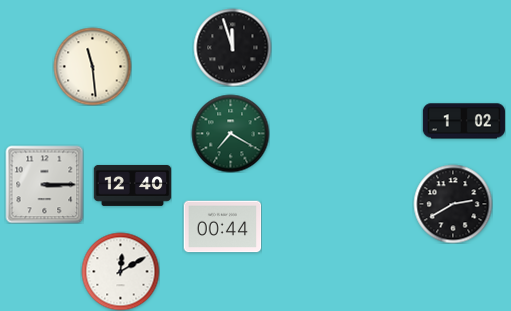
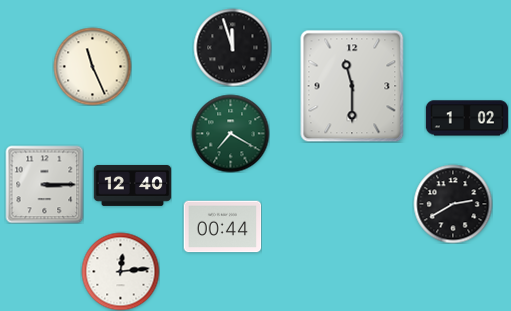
clock at (92, 66): 11:29 -> 11:26
clock at (352, 86): none -> 11:30
clock at (464, 121) position: (464, 121) -> (467, 118)
clock at (120, 271): 12:10 -> 12:14
